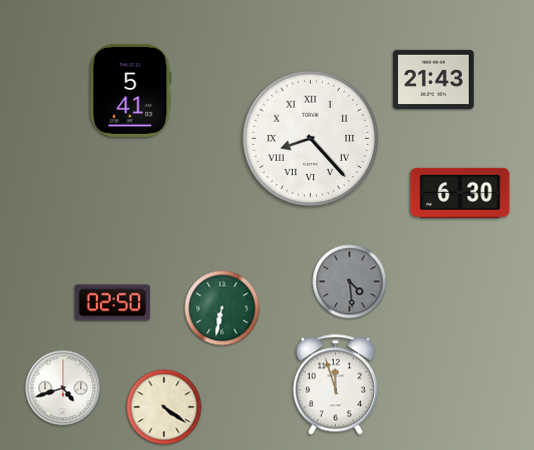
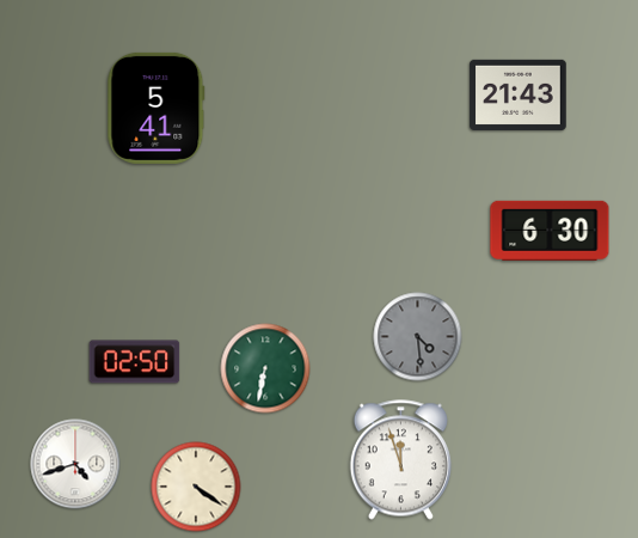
clock at (311, 139): 8:23 -> none
